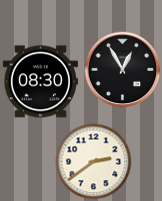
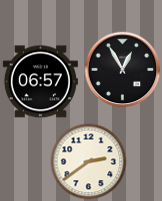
clock at (40, 82): 08:30 -> 06:57
clock at (94, 162) position: (94, 162) -> (89, 162)
